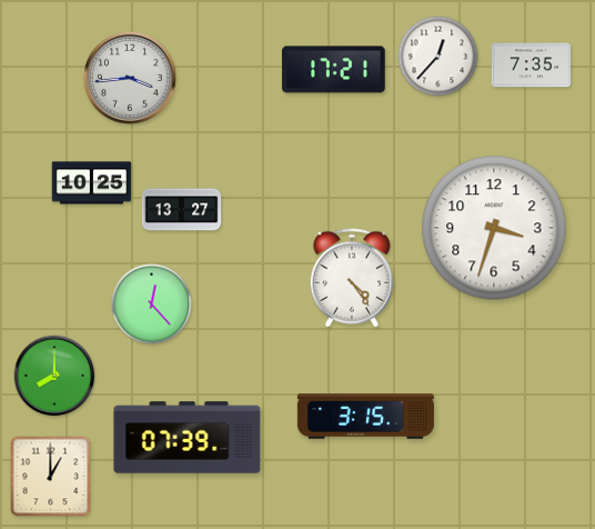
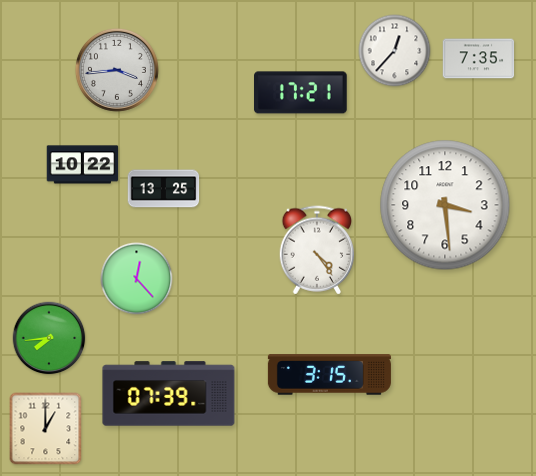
clock at (334, 70) position: (334, 70) -> (301, 93)
clock at (92, 183): 10:25 -> 10:22
clock at (182, 210): 13:27 -> 13:25
clock at (494, 228): 3:33 -> 3:29
clock at (152, 305) position: (152, 305) -> (137, 279)
clock at (54, 376): 8:00 -> 7:44
